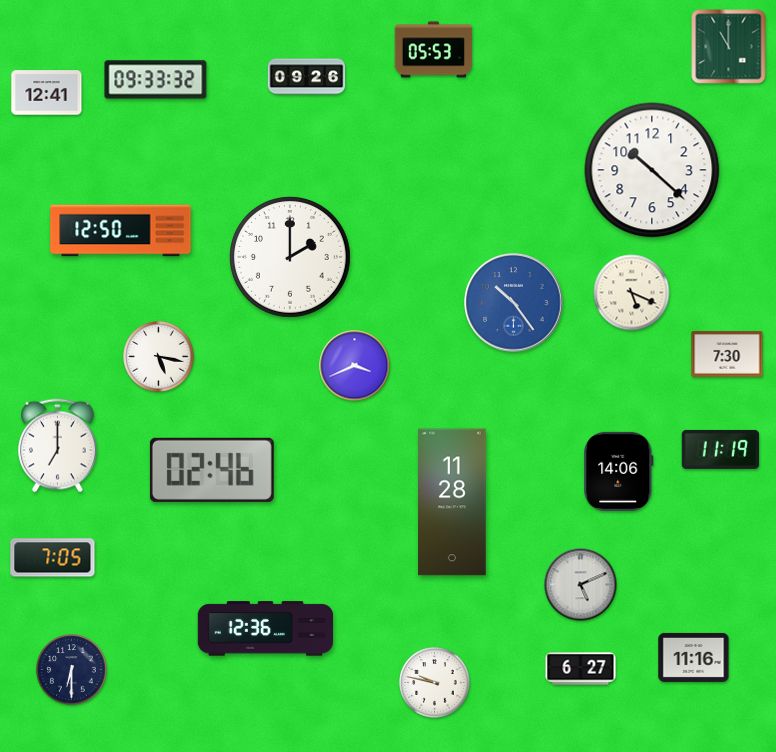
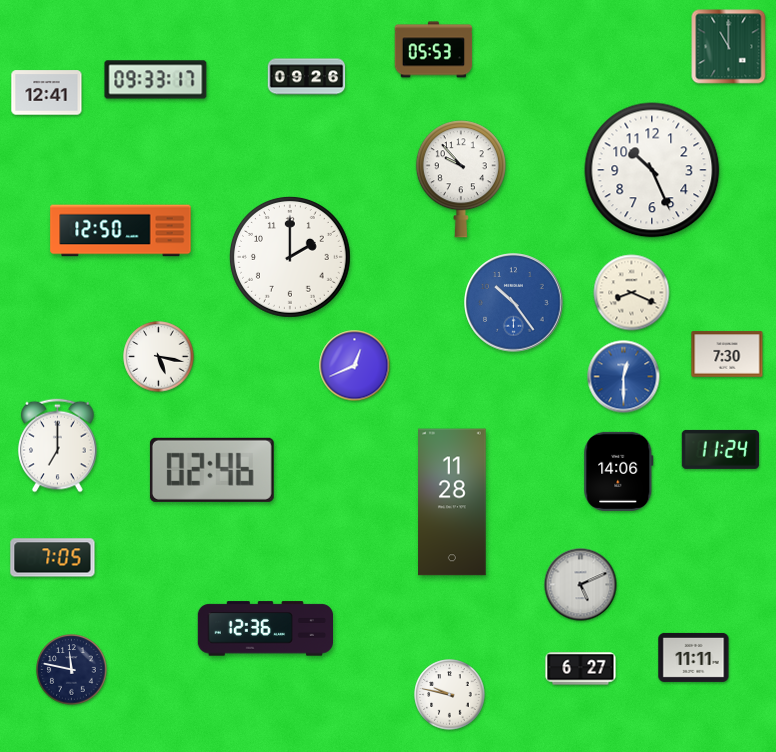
clock at (156, 80): 09:33:32 -> 09:33:17
clock at (652, 170): 10:22 -> 10:26
clock at (461, 179): none -> 9:53
clock at (632, 293): 5:19 -> 8:19
clock at (355, 366): 3:41 -> 12:41
clock at (624, 377): none -> 12:30
clock at (721, 449): 11:19 -> 11:24
clock at (694, 657): 11:16 -> 11:11
clock at (72, 670): 6:30 -> 11:47
clock at (435, 683) position: (435, 683) -> (450, 695)
